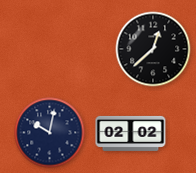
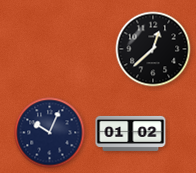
clock at (50, 133): 10:02 -> 10:04
clock at (131, 133): 02:02 -> 01:02
